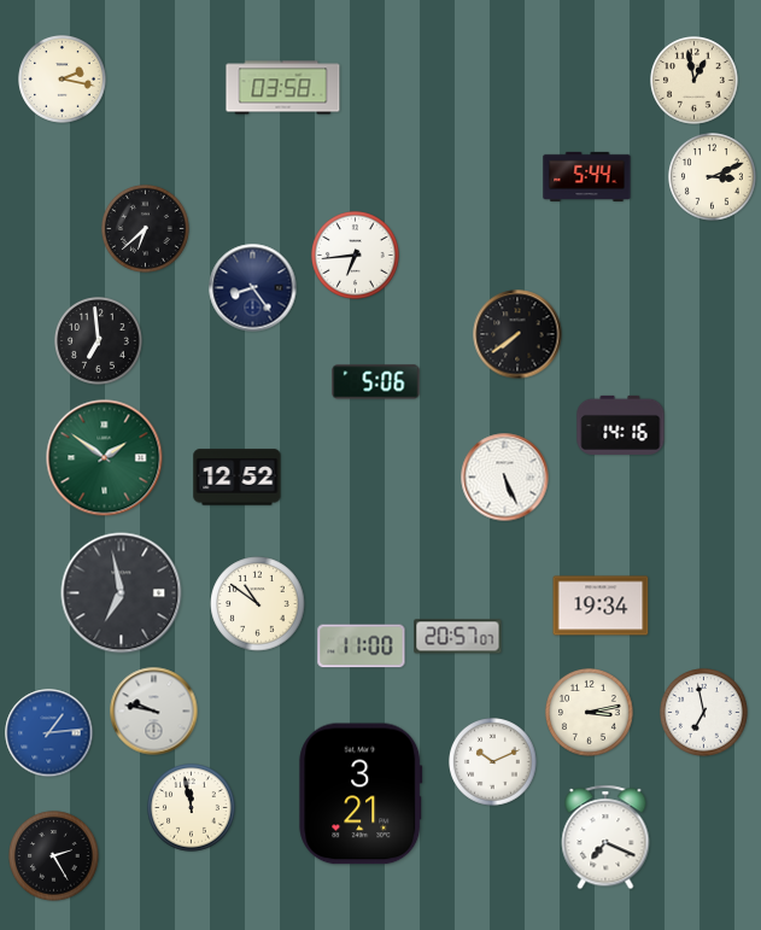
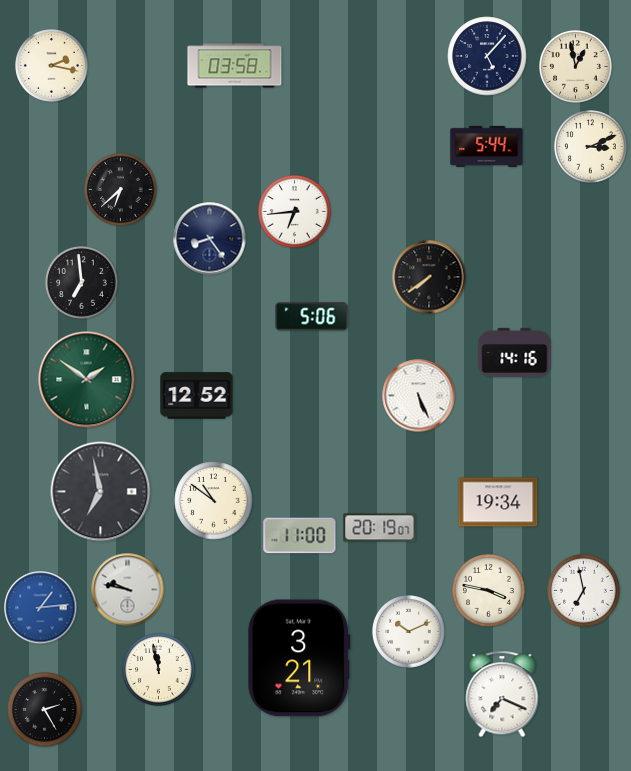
clock at (487, 56): none -> 5:07
clock at (283, 88) position: (283, 88) -> (235, 66)
clock at (458, 637): 20:57 -> 20:19
clock at (590, 713): 3:13 -> 3:47
